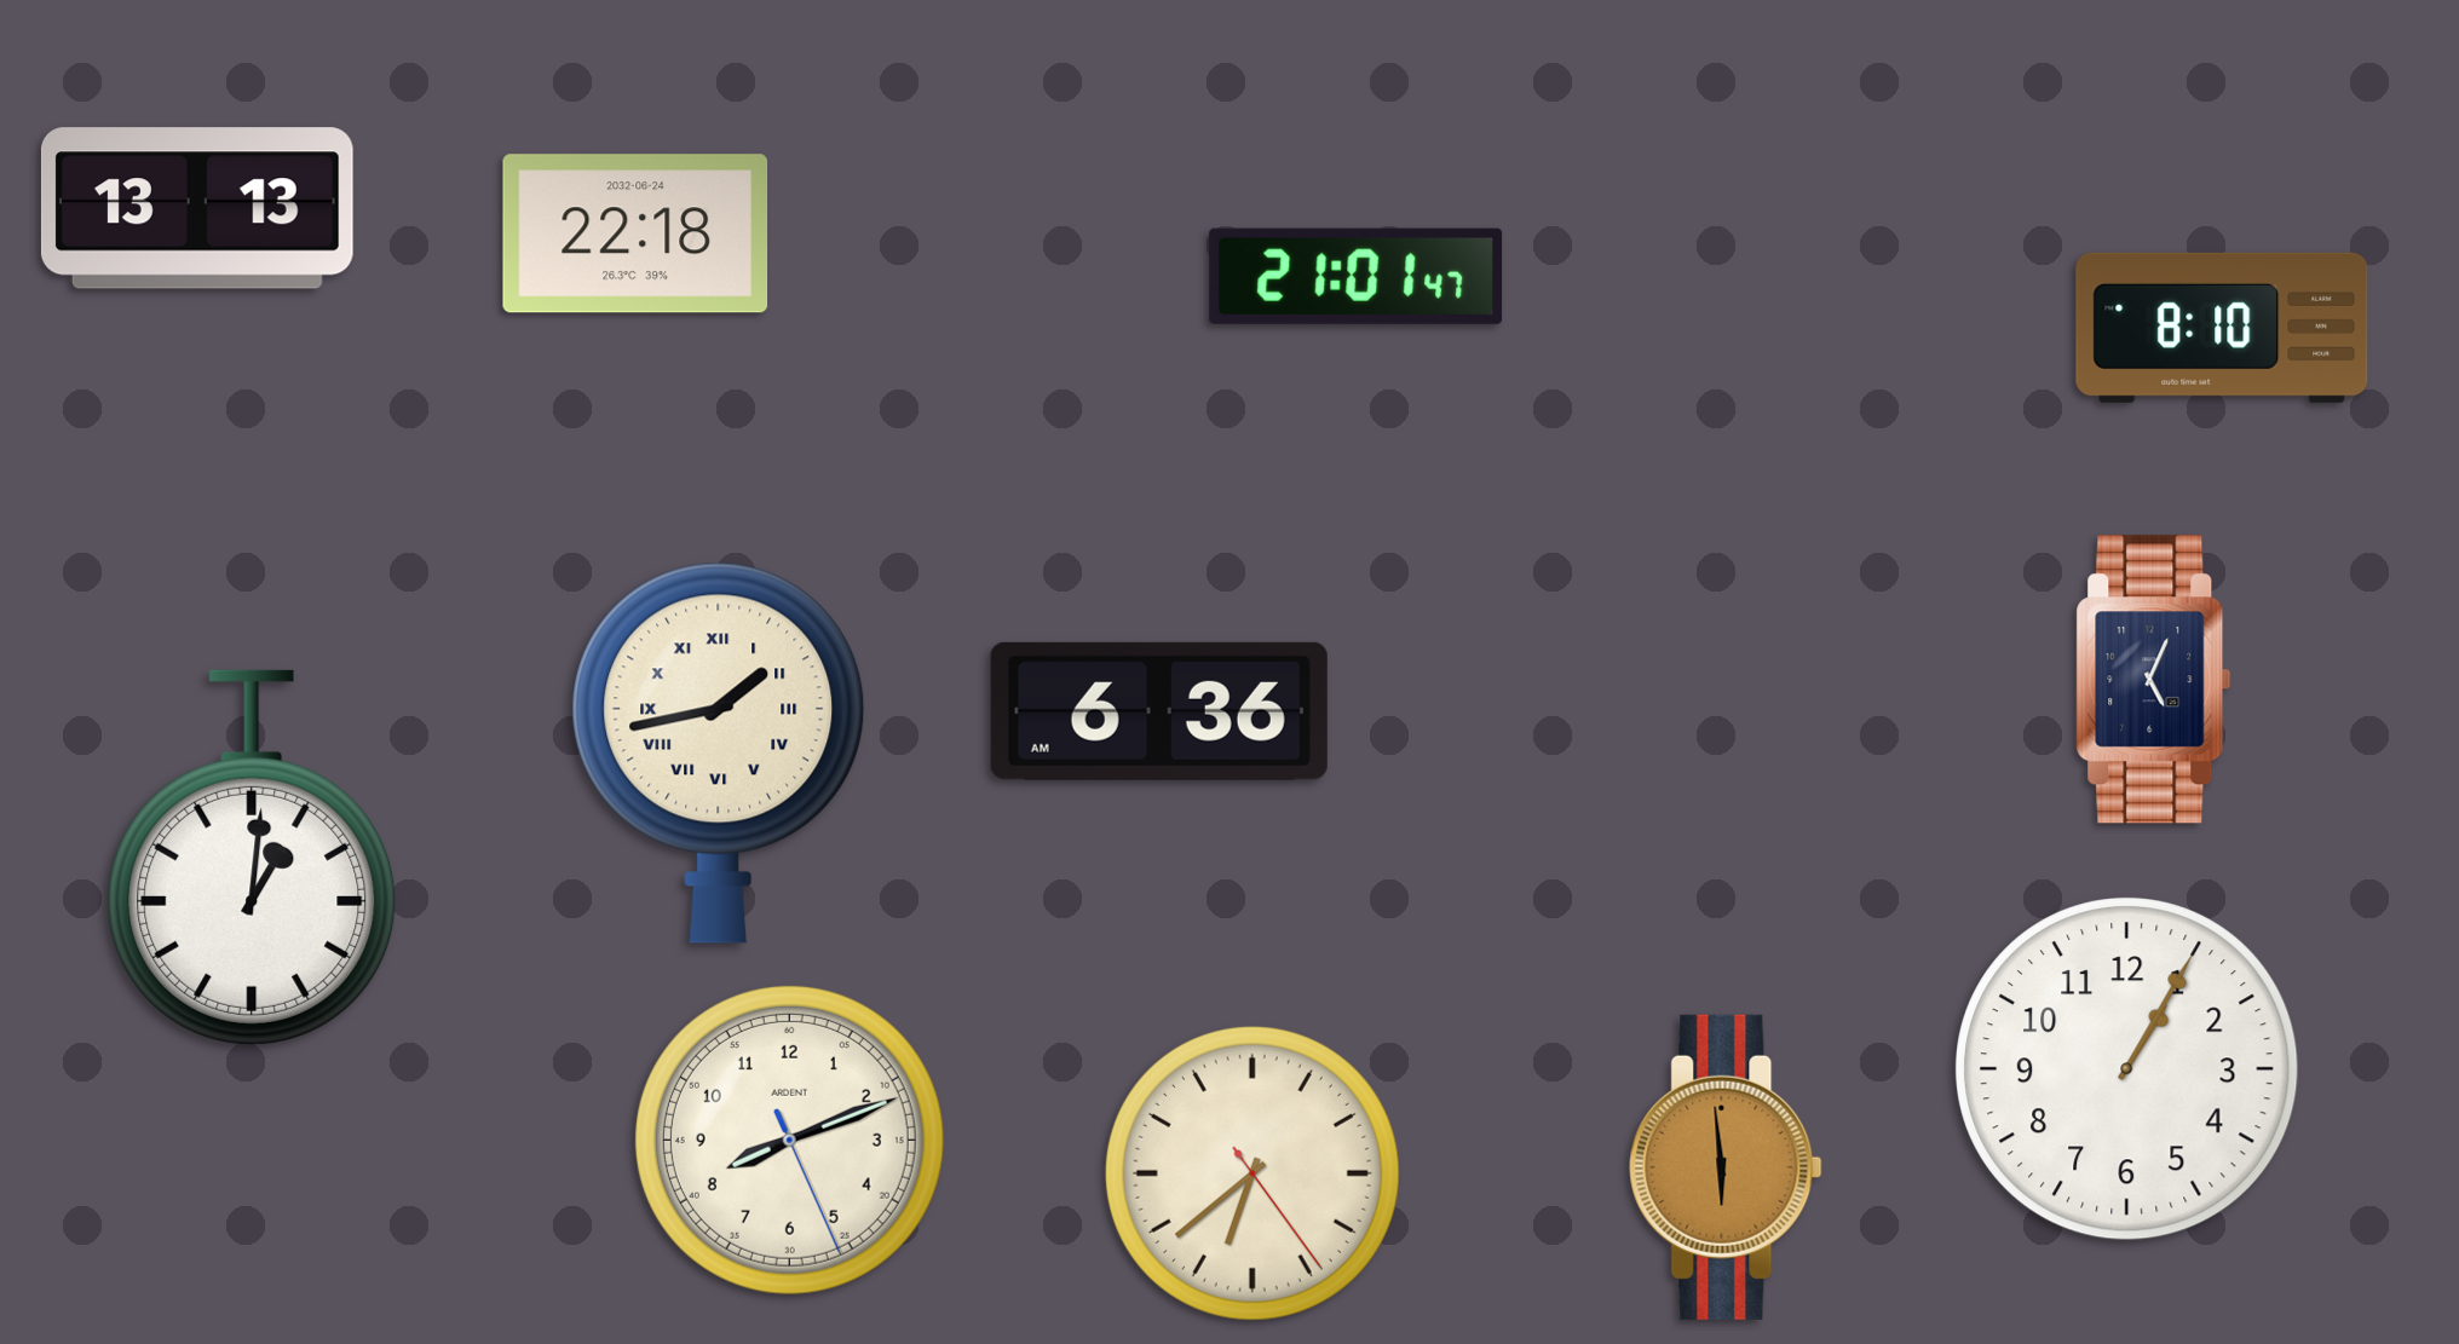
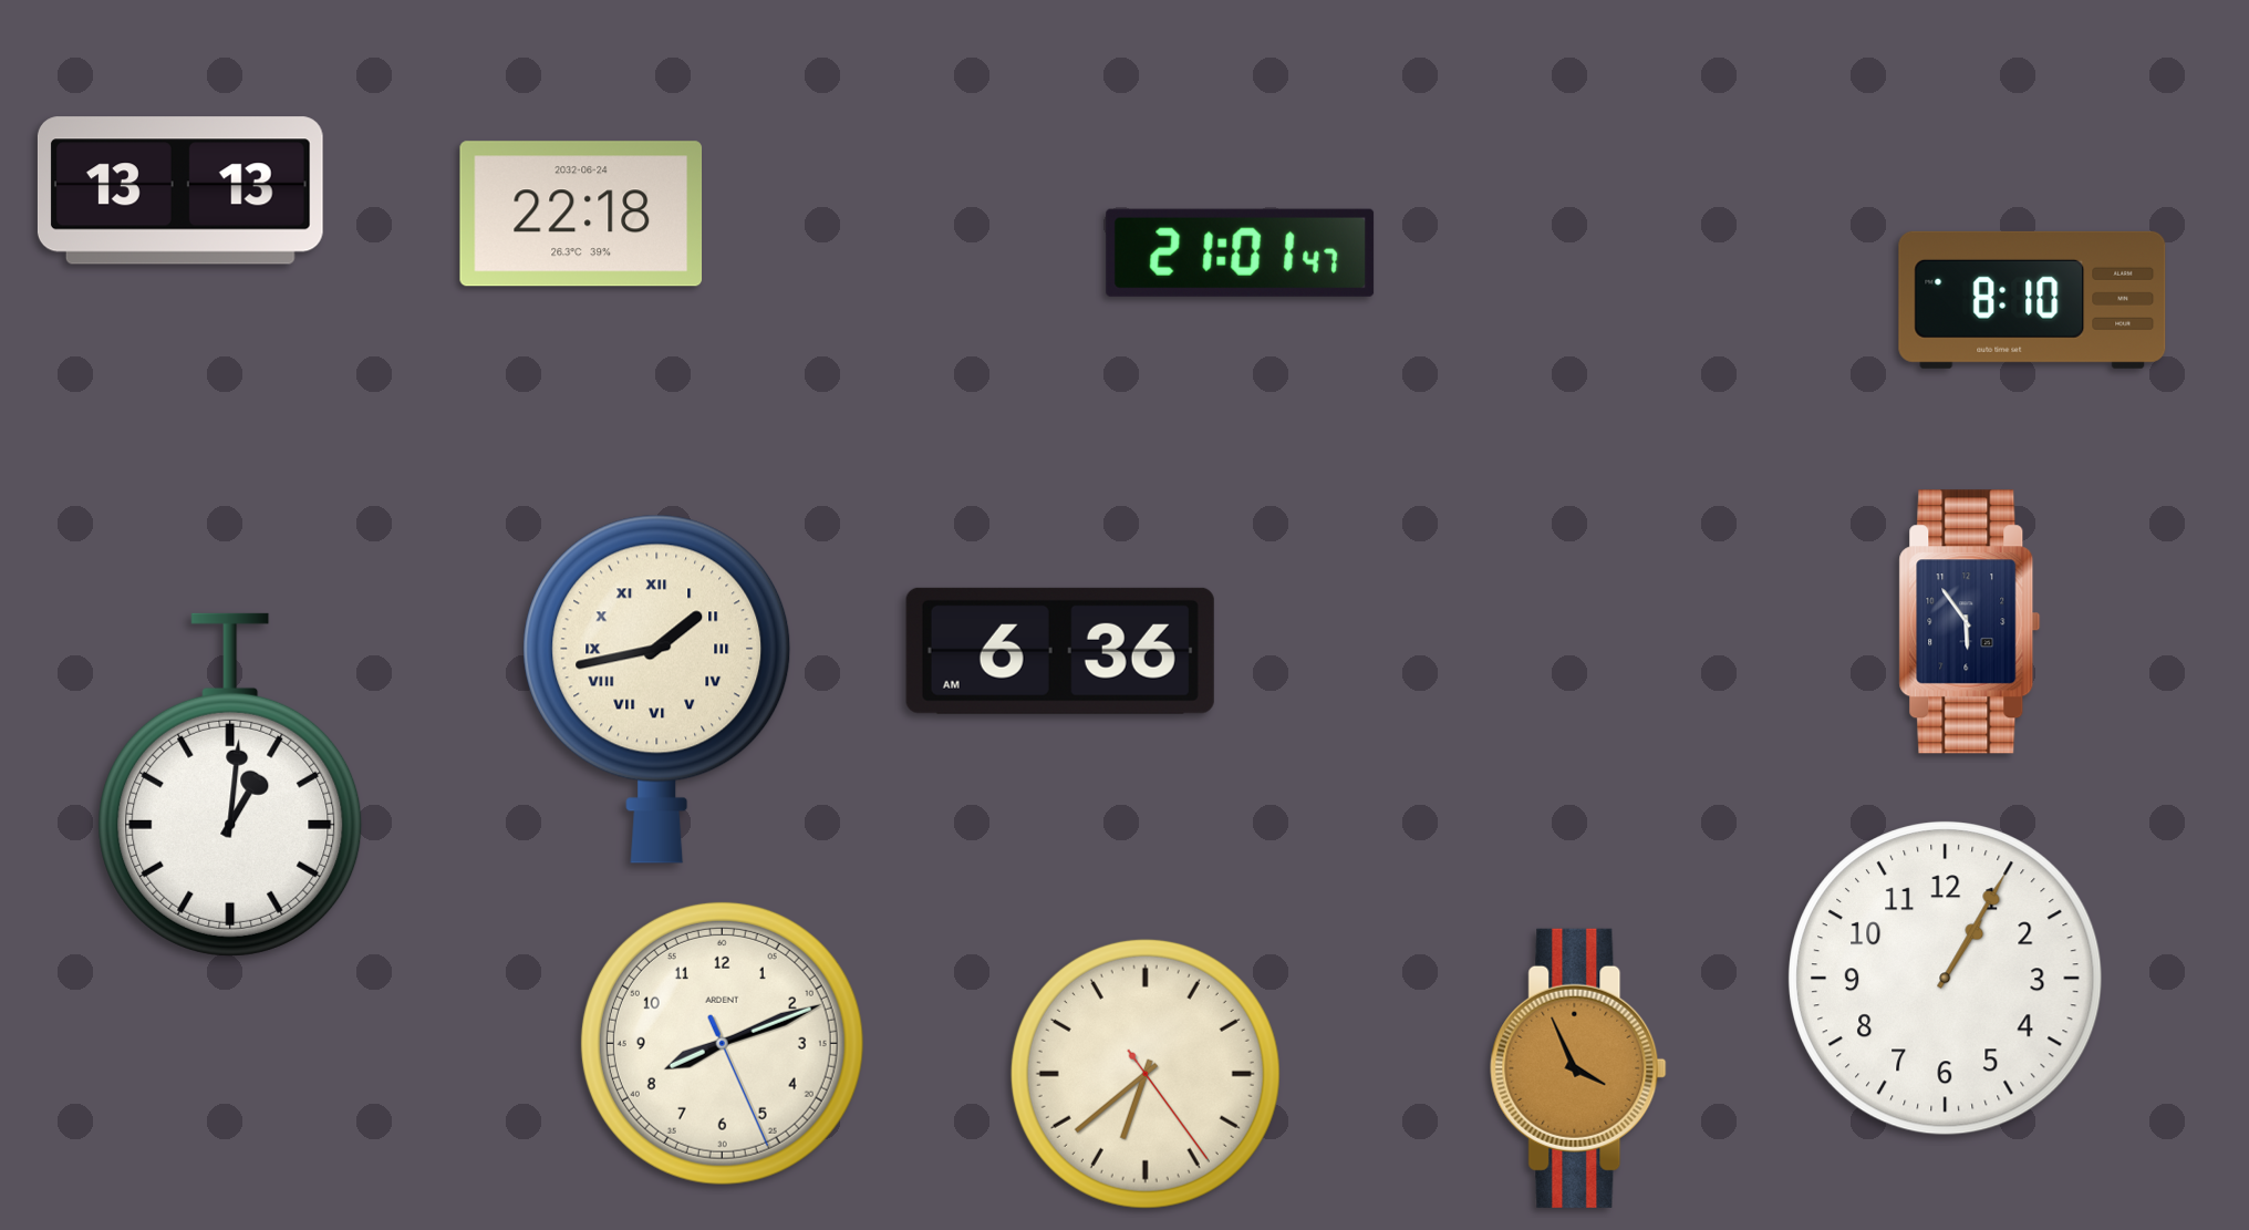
clock at (2154, 680): 5:04 -> 5:54
clock at (1726, 1167): 5:59 -> 3:56
